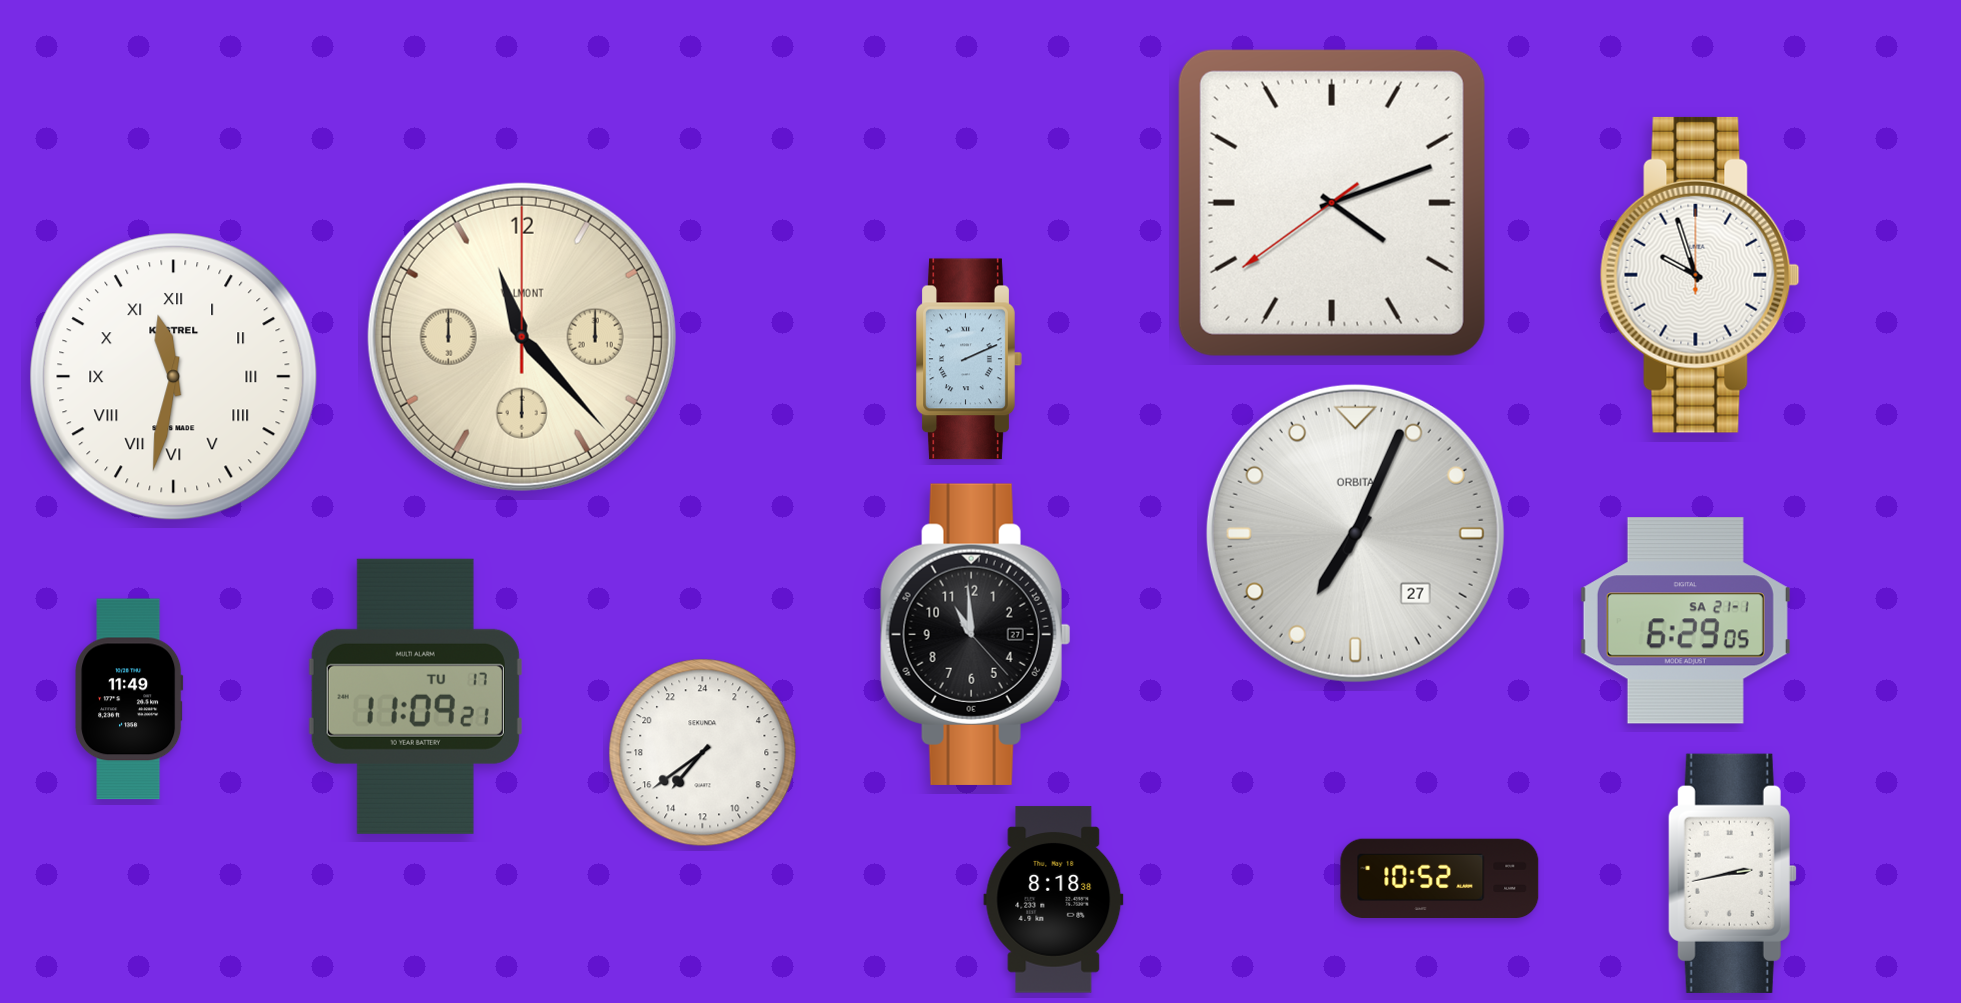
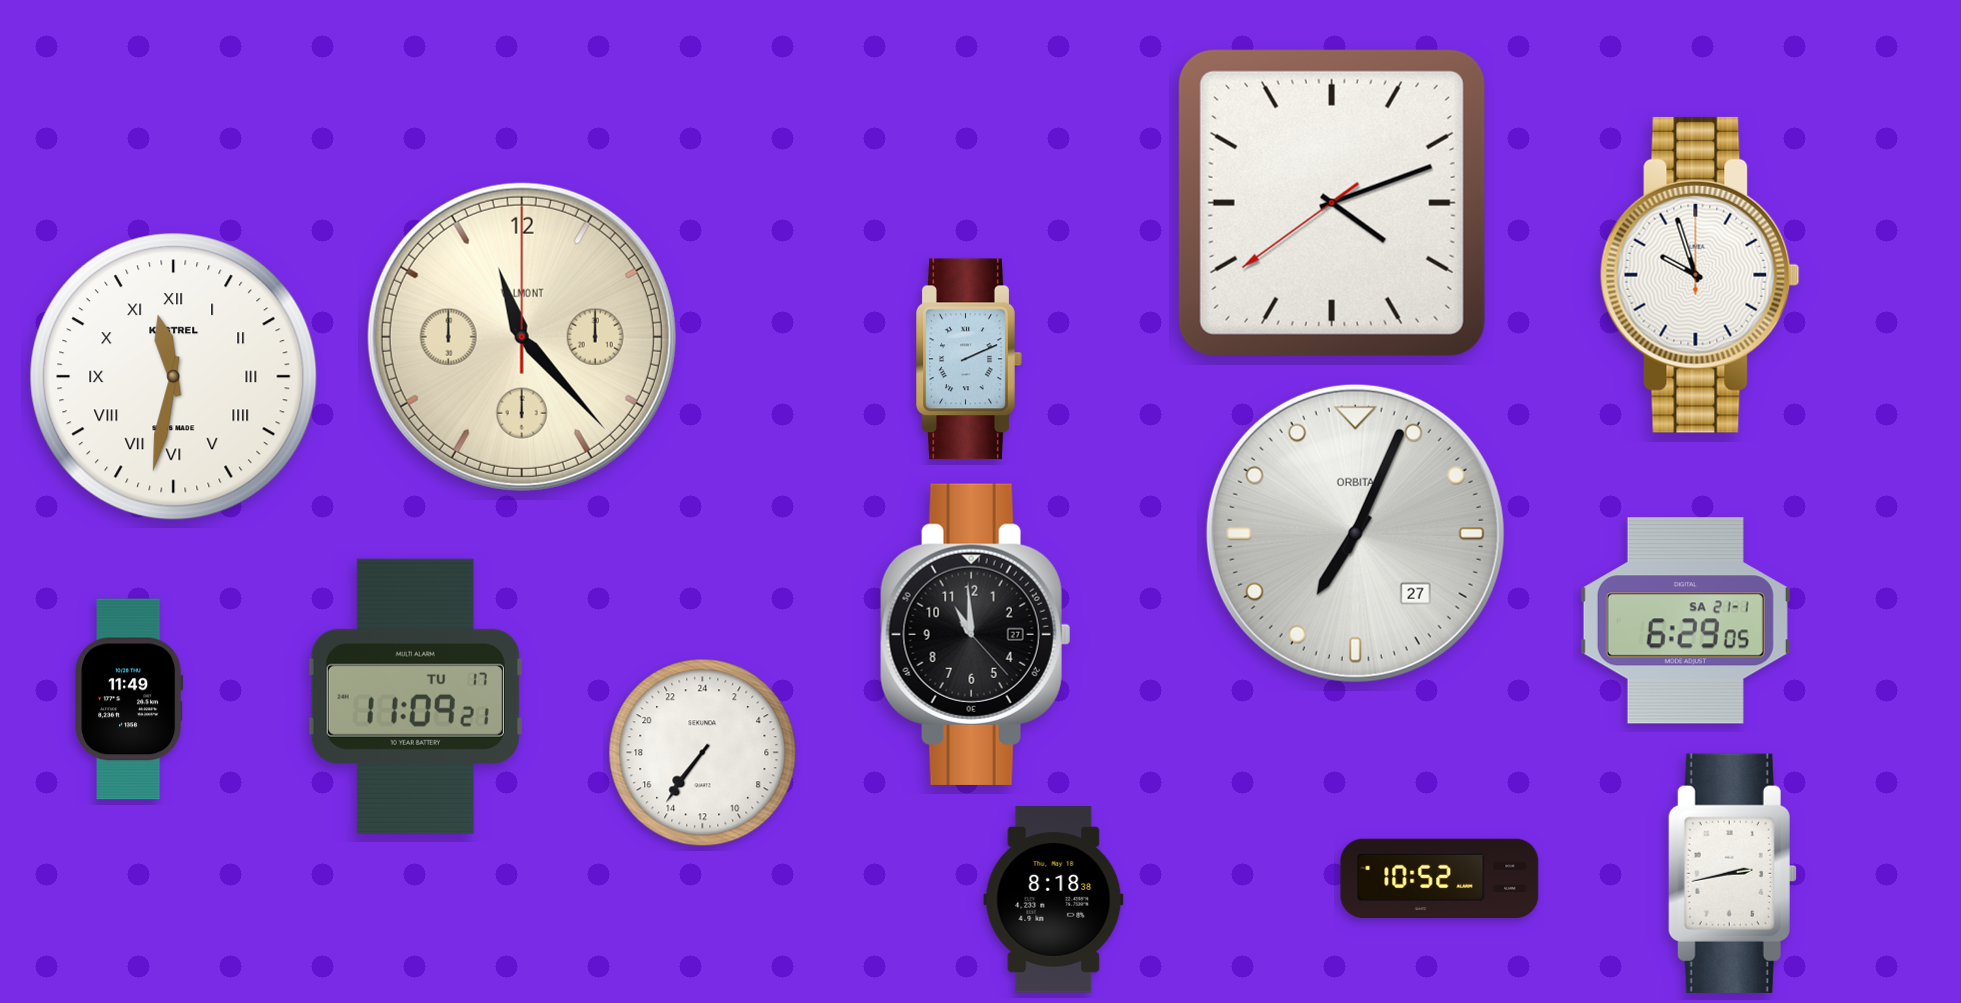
clock at (703, 753): 14:39 -> 14:36
